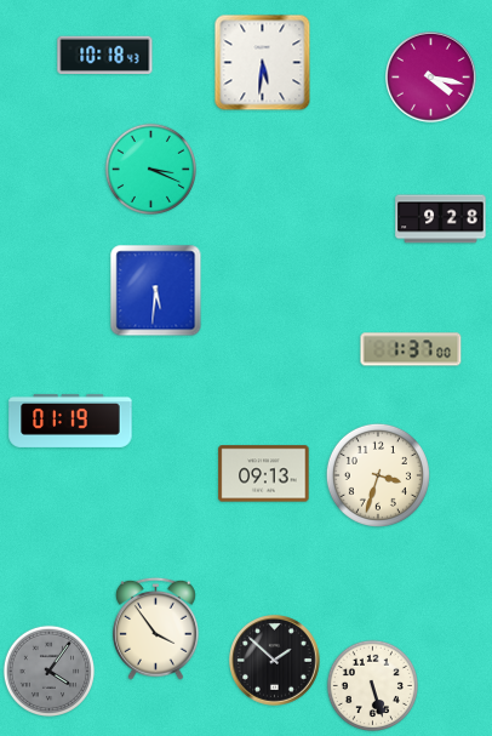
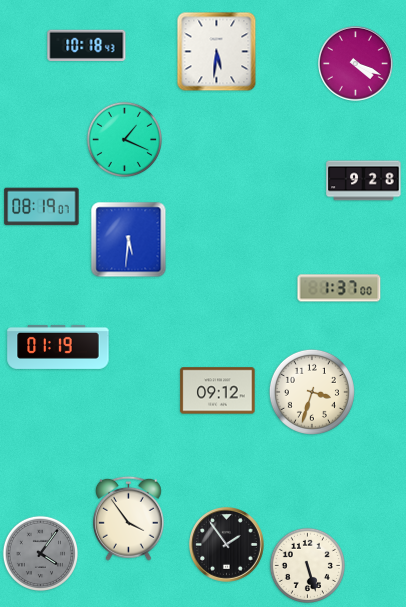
clock at (431, 78): 4:17 -> 4:19
clock at (150, 169): 3:19 -> 1:19
clock at (42, 207): none -> 08:19
clock at (264, 474): 09:13 -> 09:12
clock at (275, 661): 1:52 -> 1:54
